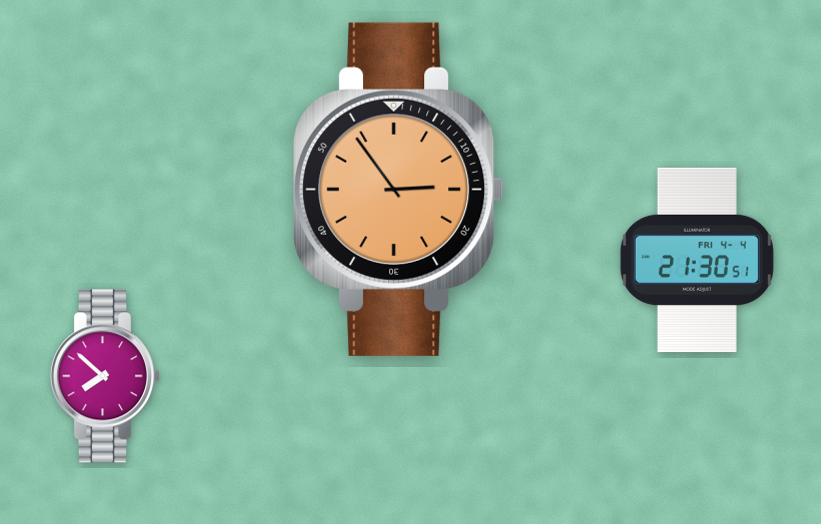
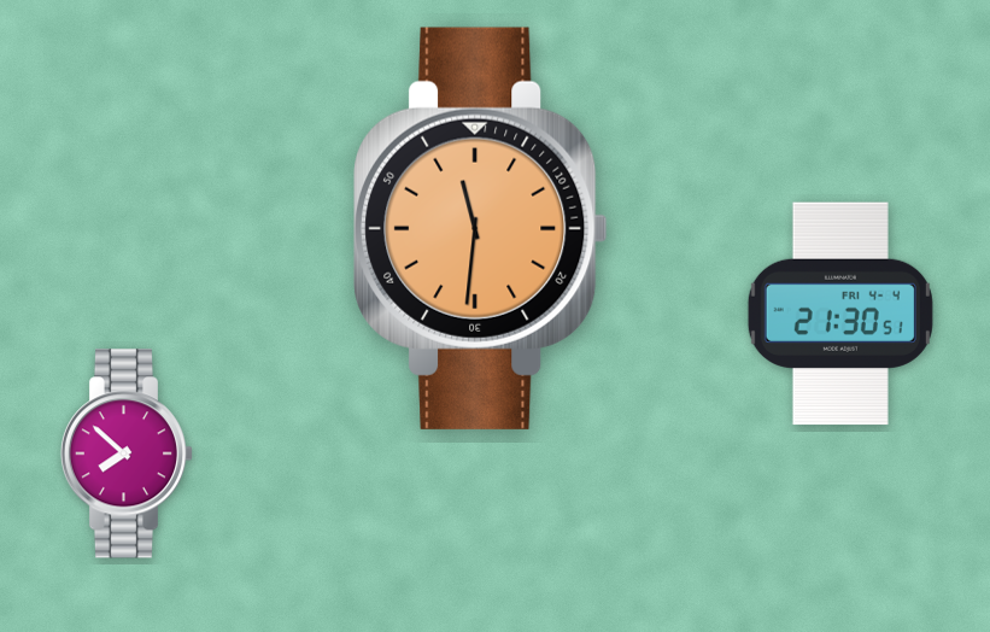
clock at (399, 189): 2:54 -> 11:31
